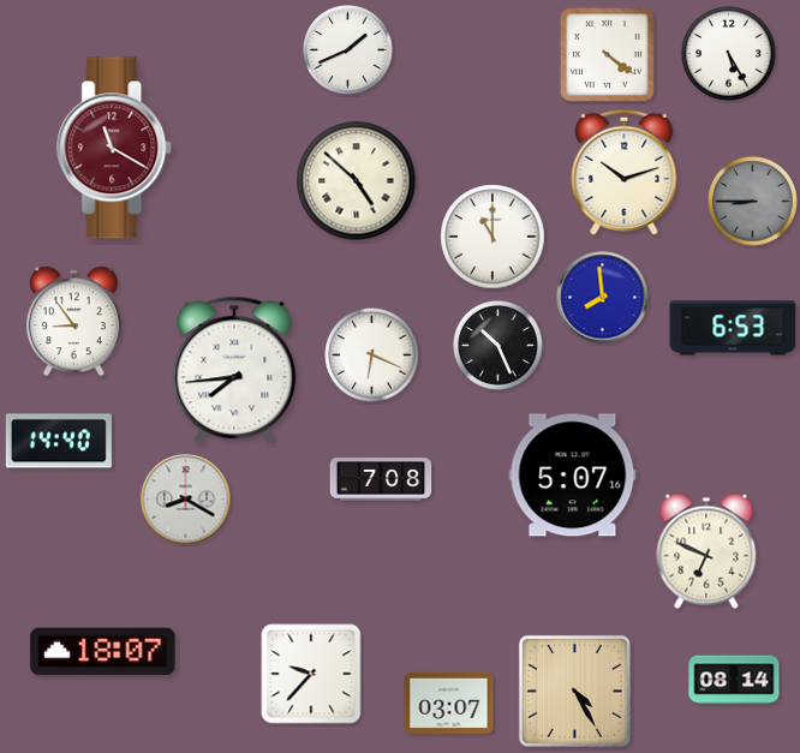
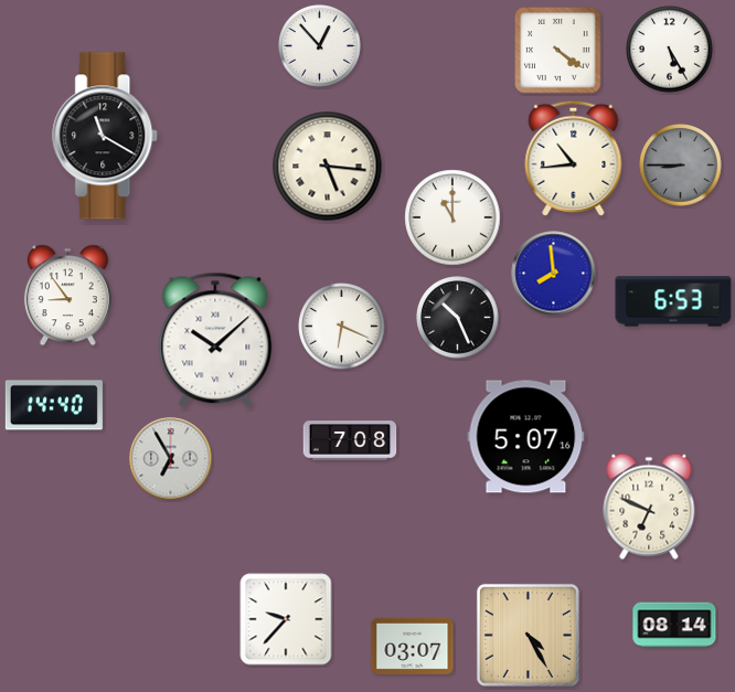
clock at (348, 50): 1:41 -> 12:53
clock at (115, 148) dial: burgundy -> black
clock at (625, 172): 10:12 -> 10:44
clock at (357, 181): 4:52 -> 5:16
clock at (753, 202) position: (753, 202) -> (681, 166)
clock at (234, 370): 7:44 -> 10:08
clock at (186, 500): 8:20 -> 6:55
clock at (103, 652): 18:07 -> none
